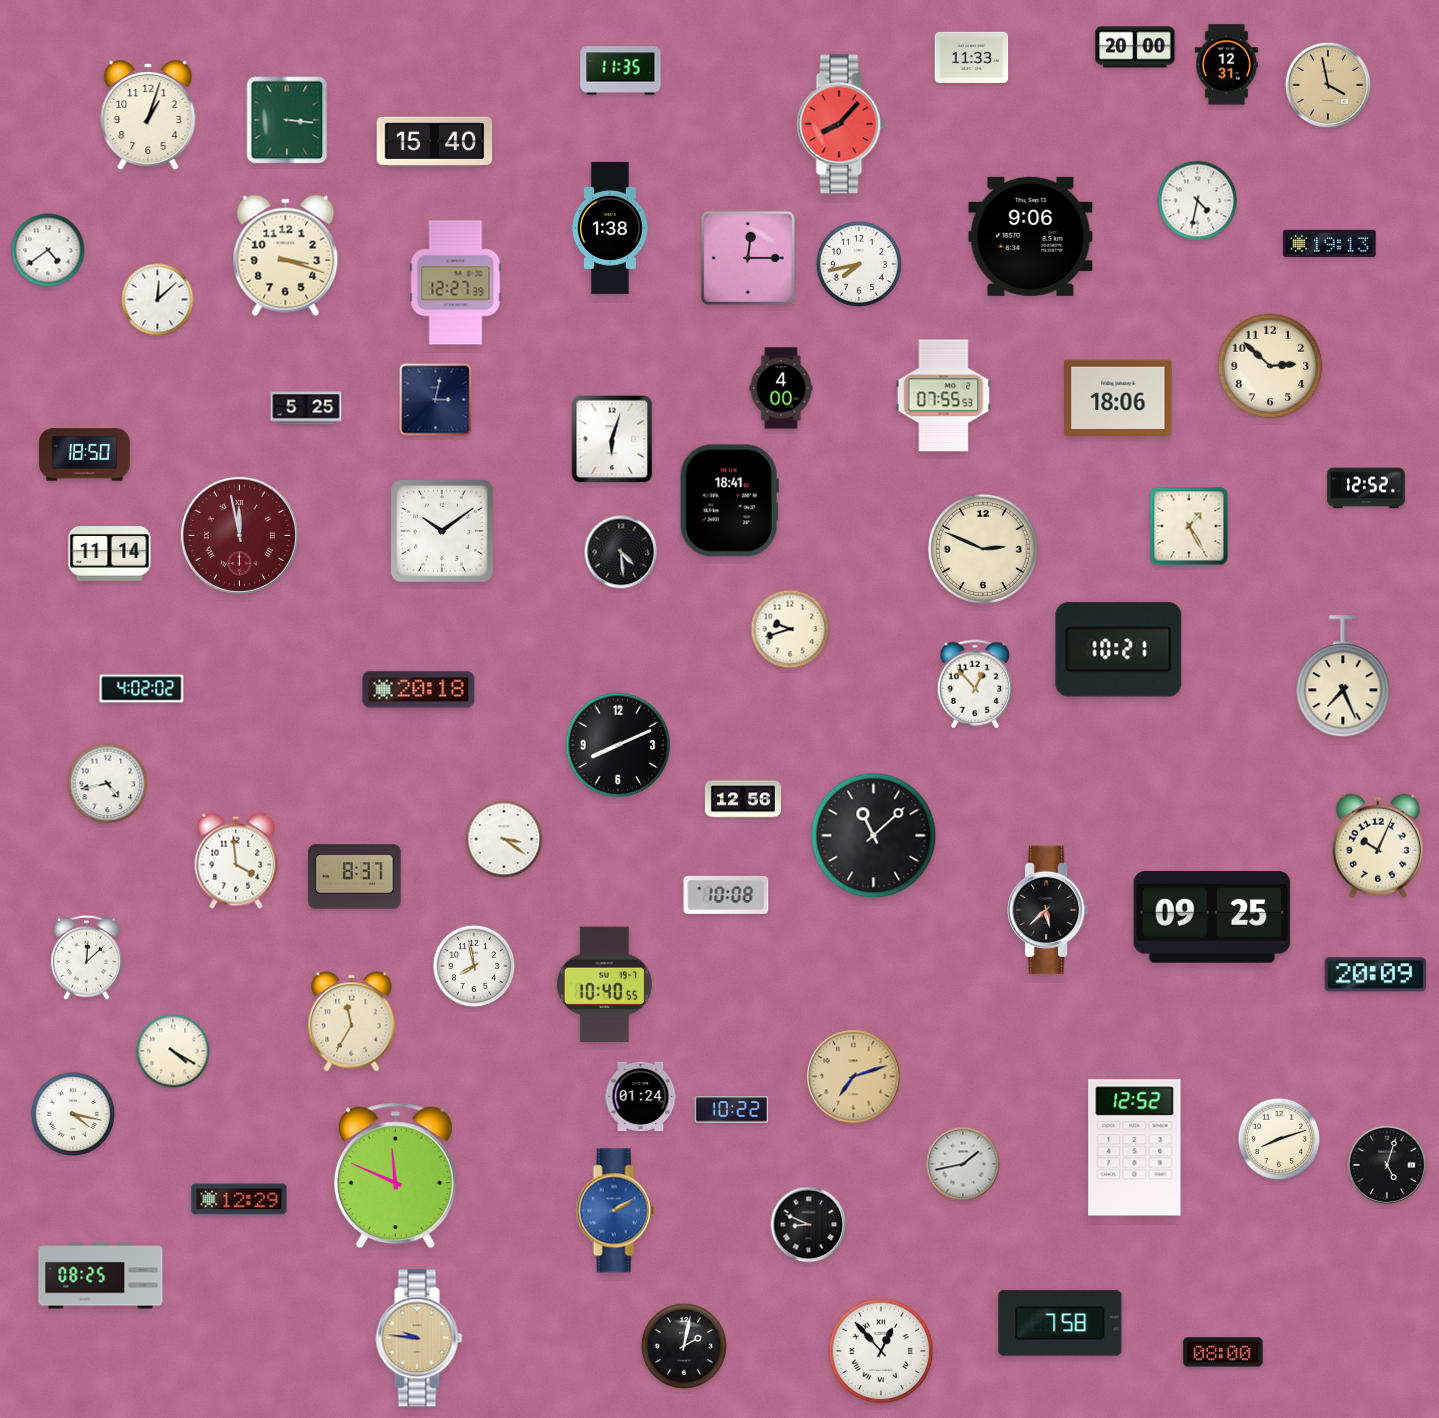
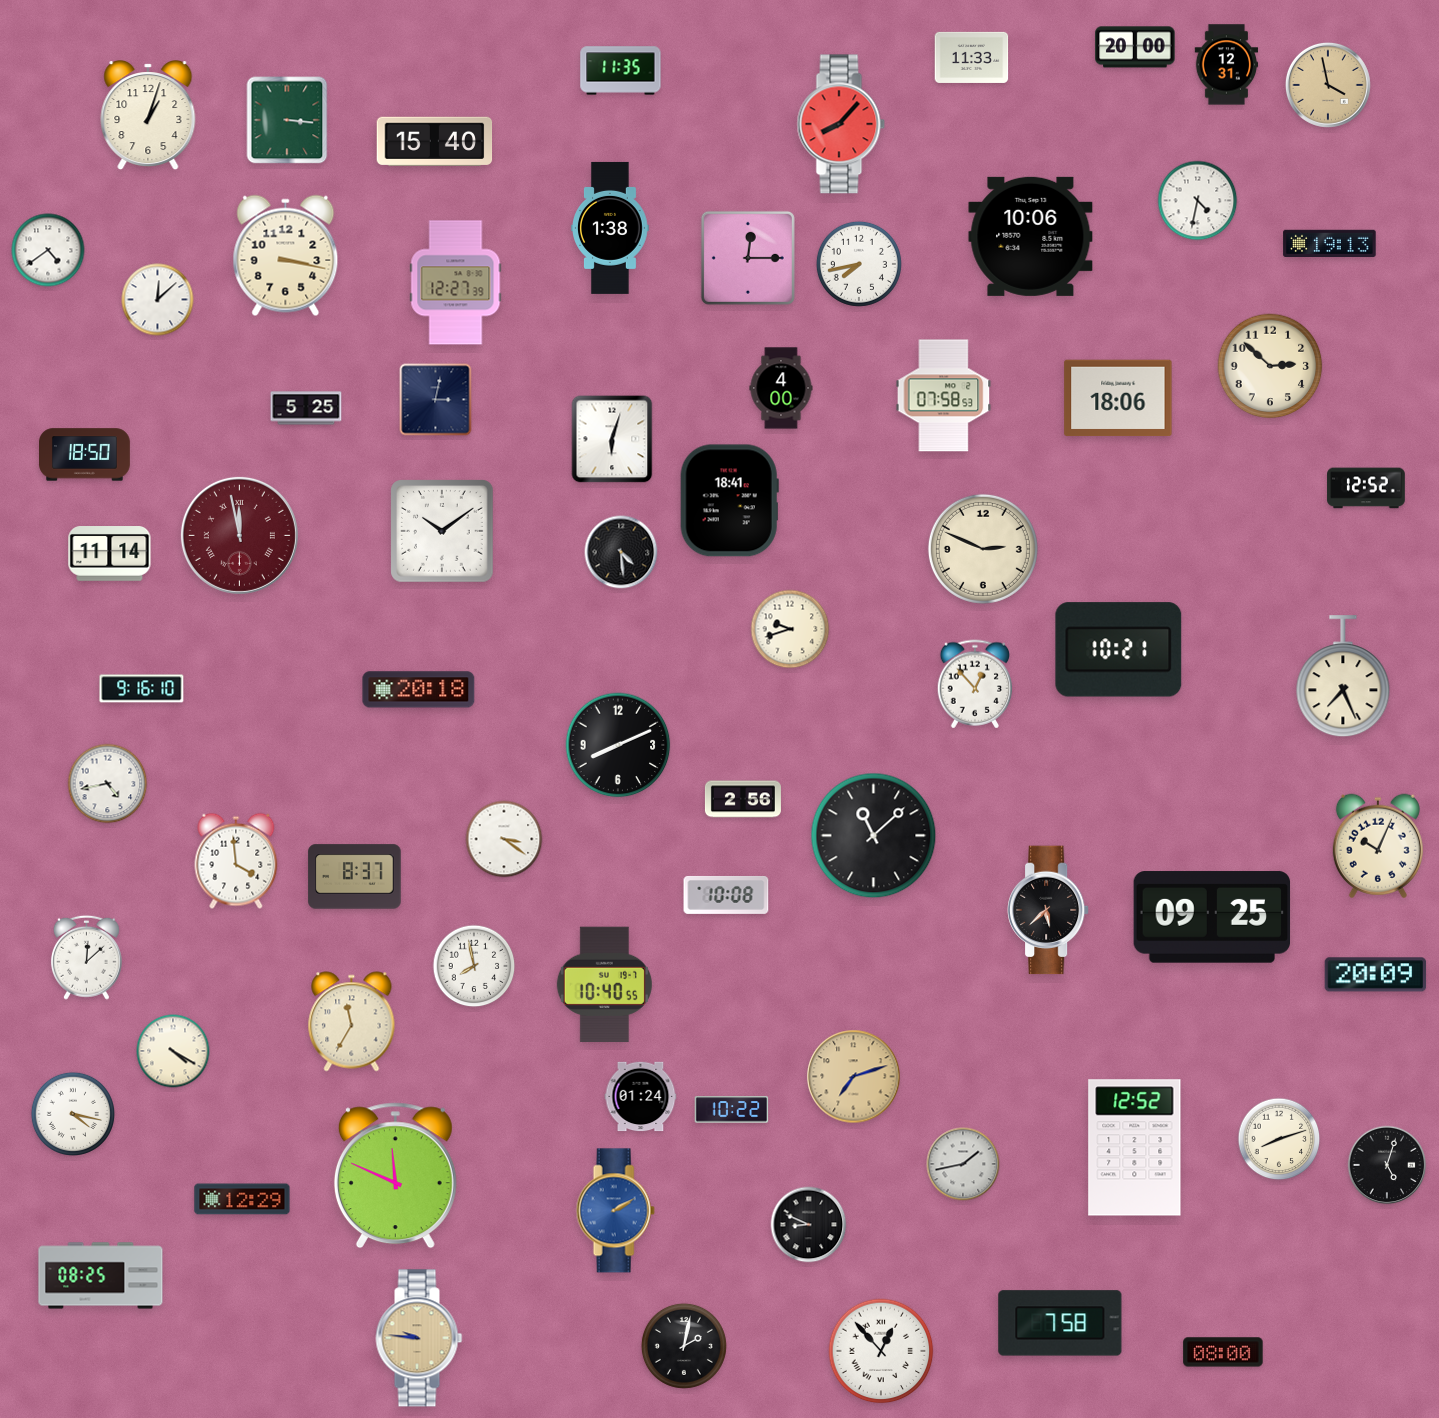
clock at (1031, 236): 9:06 -> 10:06
clock at (286, 256): 3:18 -> 3:17
clock at (944, 396): 07:55 -> 07:58
clock at (1189, 526): 1:25 -> none
clock at (142, 689): 4:02 -> 9:16
clock at (743, 799): 12:56 -> 2:56
clock at (239, 1199) position: (239, 1199) -> (242, 1199)
